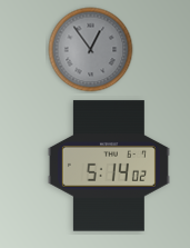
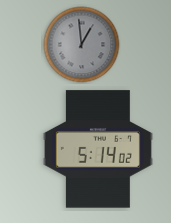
clock at (91, 50): 12:54 -> 12:59
